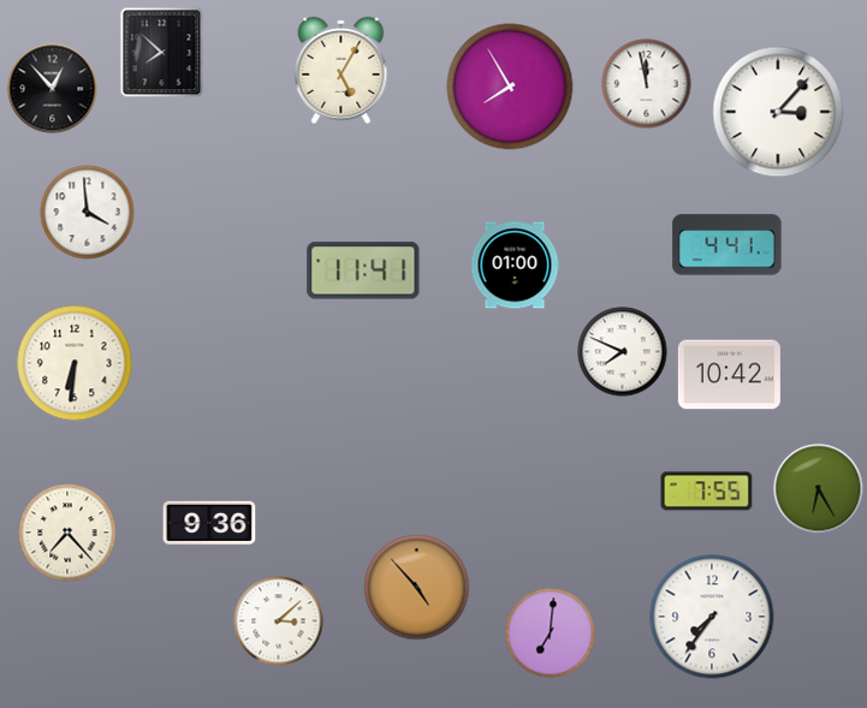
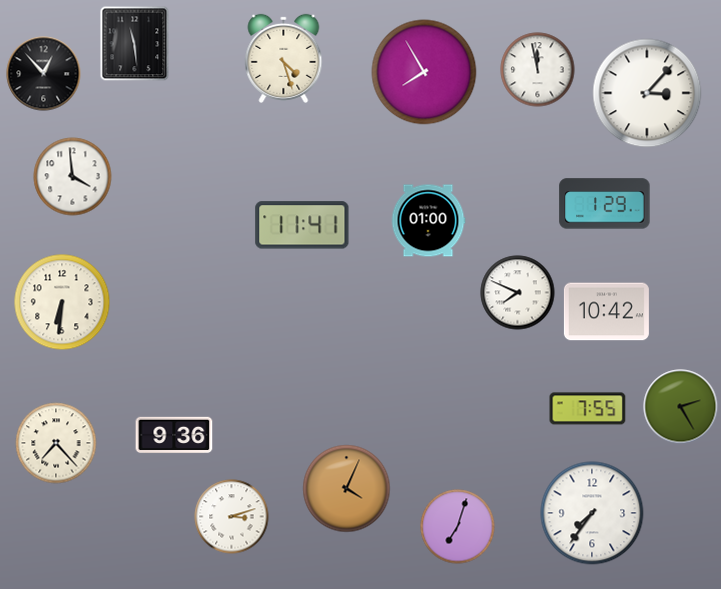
clock at (162, 53): 7:52 -> 11:29
clock at (342, 70): 5:05 -> 4:27
clock at (728, 245): 4:41 -> 1:29
clock at (819, 489): 6:25 -> 2:25
clock at (417, 588): 4:53 -> 4:04
clock at (279, 621): 3:08 -> 3:12
clock at (551, 633): 7:01 -> 7:03
